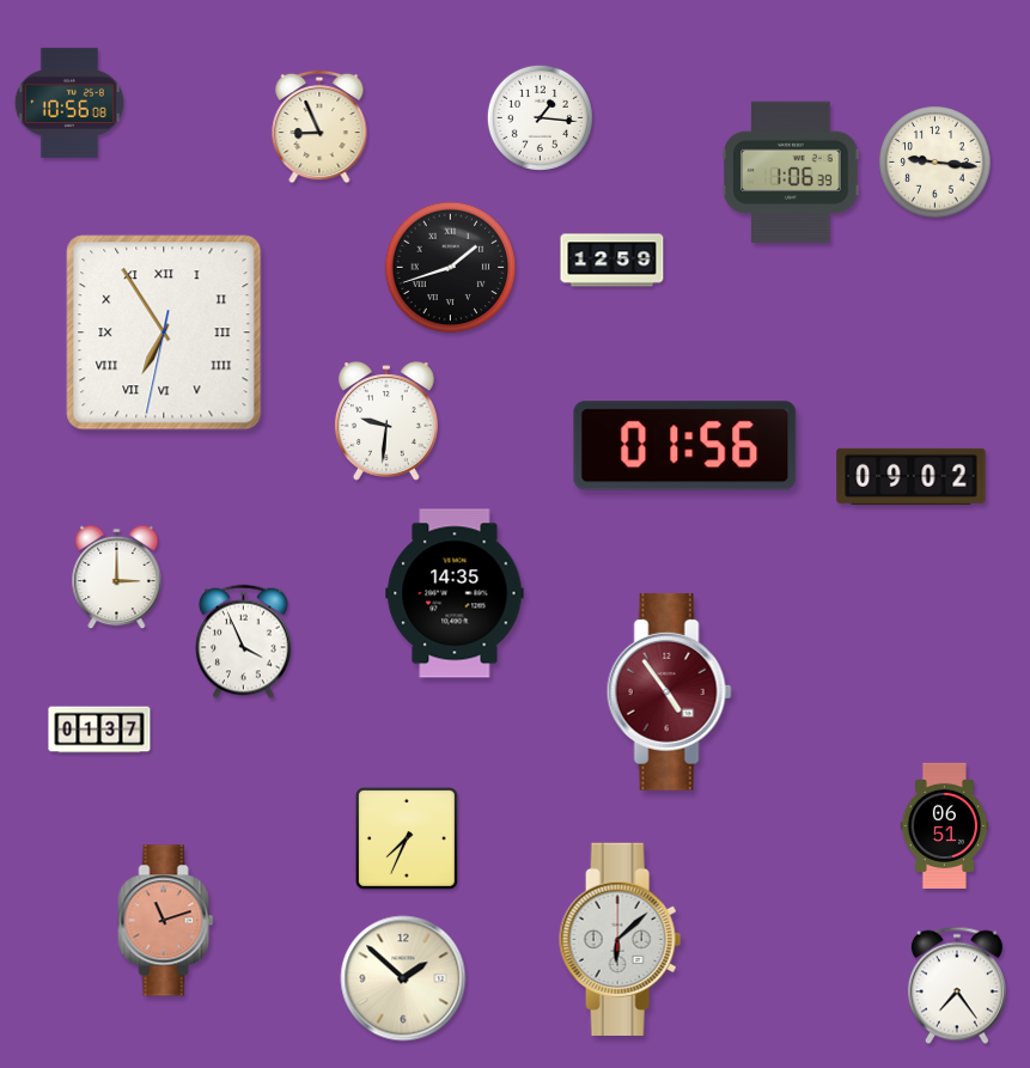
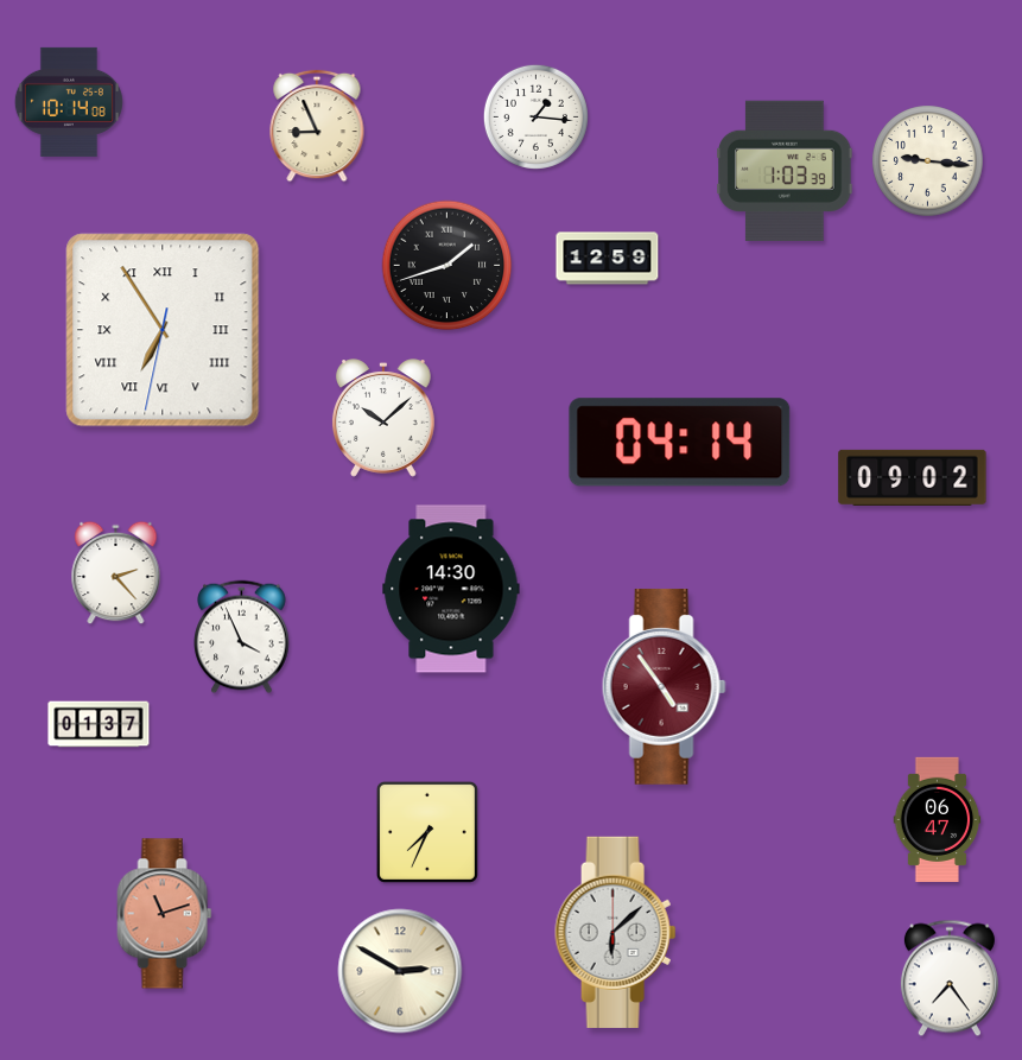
clock at (69, 103): 10:56 -> 10:14
clock at (791, 172): 1:06 -> 1:03
clock at (386, 421): 9:31 -> 10:08
clock at (685, 446): 01:56 -> 04:14
clock at (912, 476) position: (912, 476) -> (913, 477)
clock at (117, 578): 3:00 -> 2:23
clock at (455, 593): 14:35 -> 14:30
clock at (945, 825): 06:51 -> 06:47
clock at (407, 838) position: (407, 838) -> (427, 832)
clock at (403, 978): 1:52 -> 2:50
